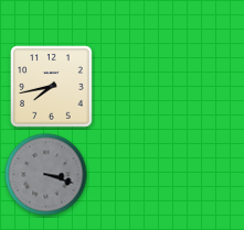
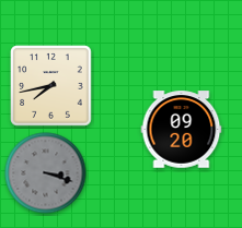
clock at (182, 130): none -> 09:20
